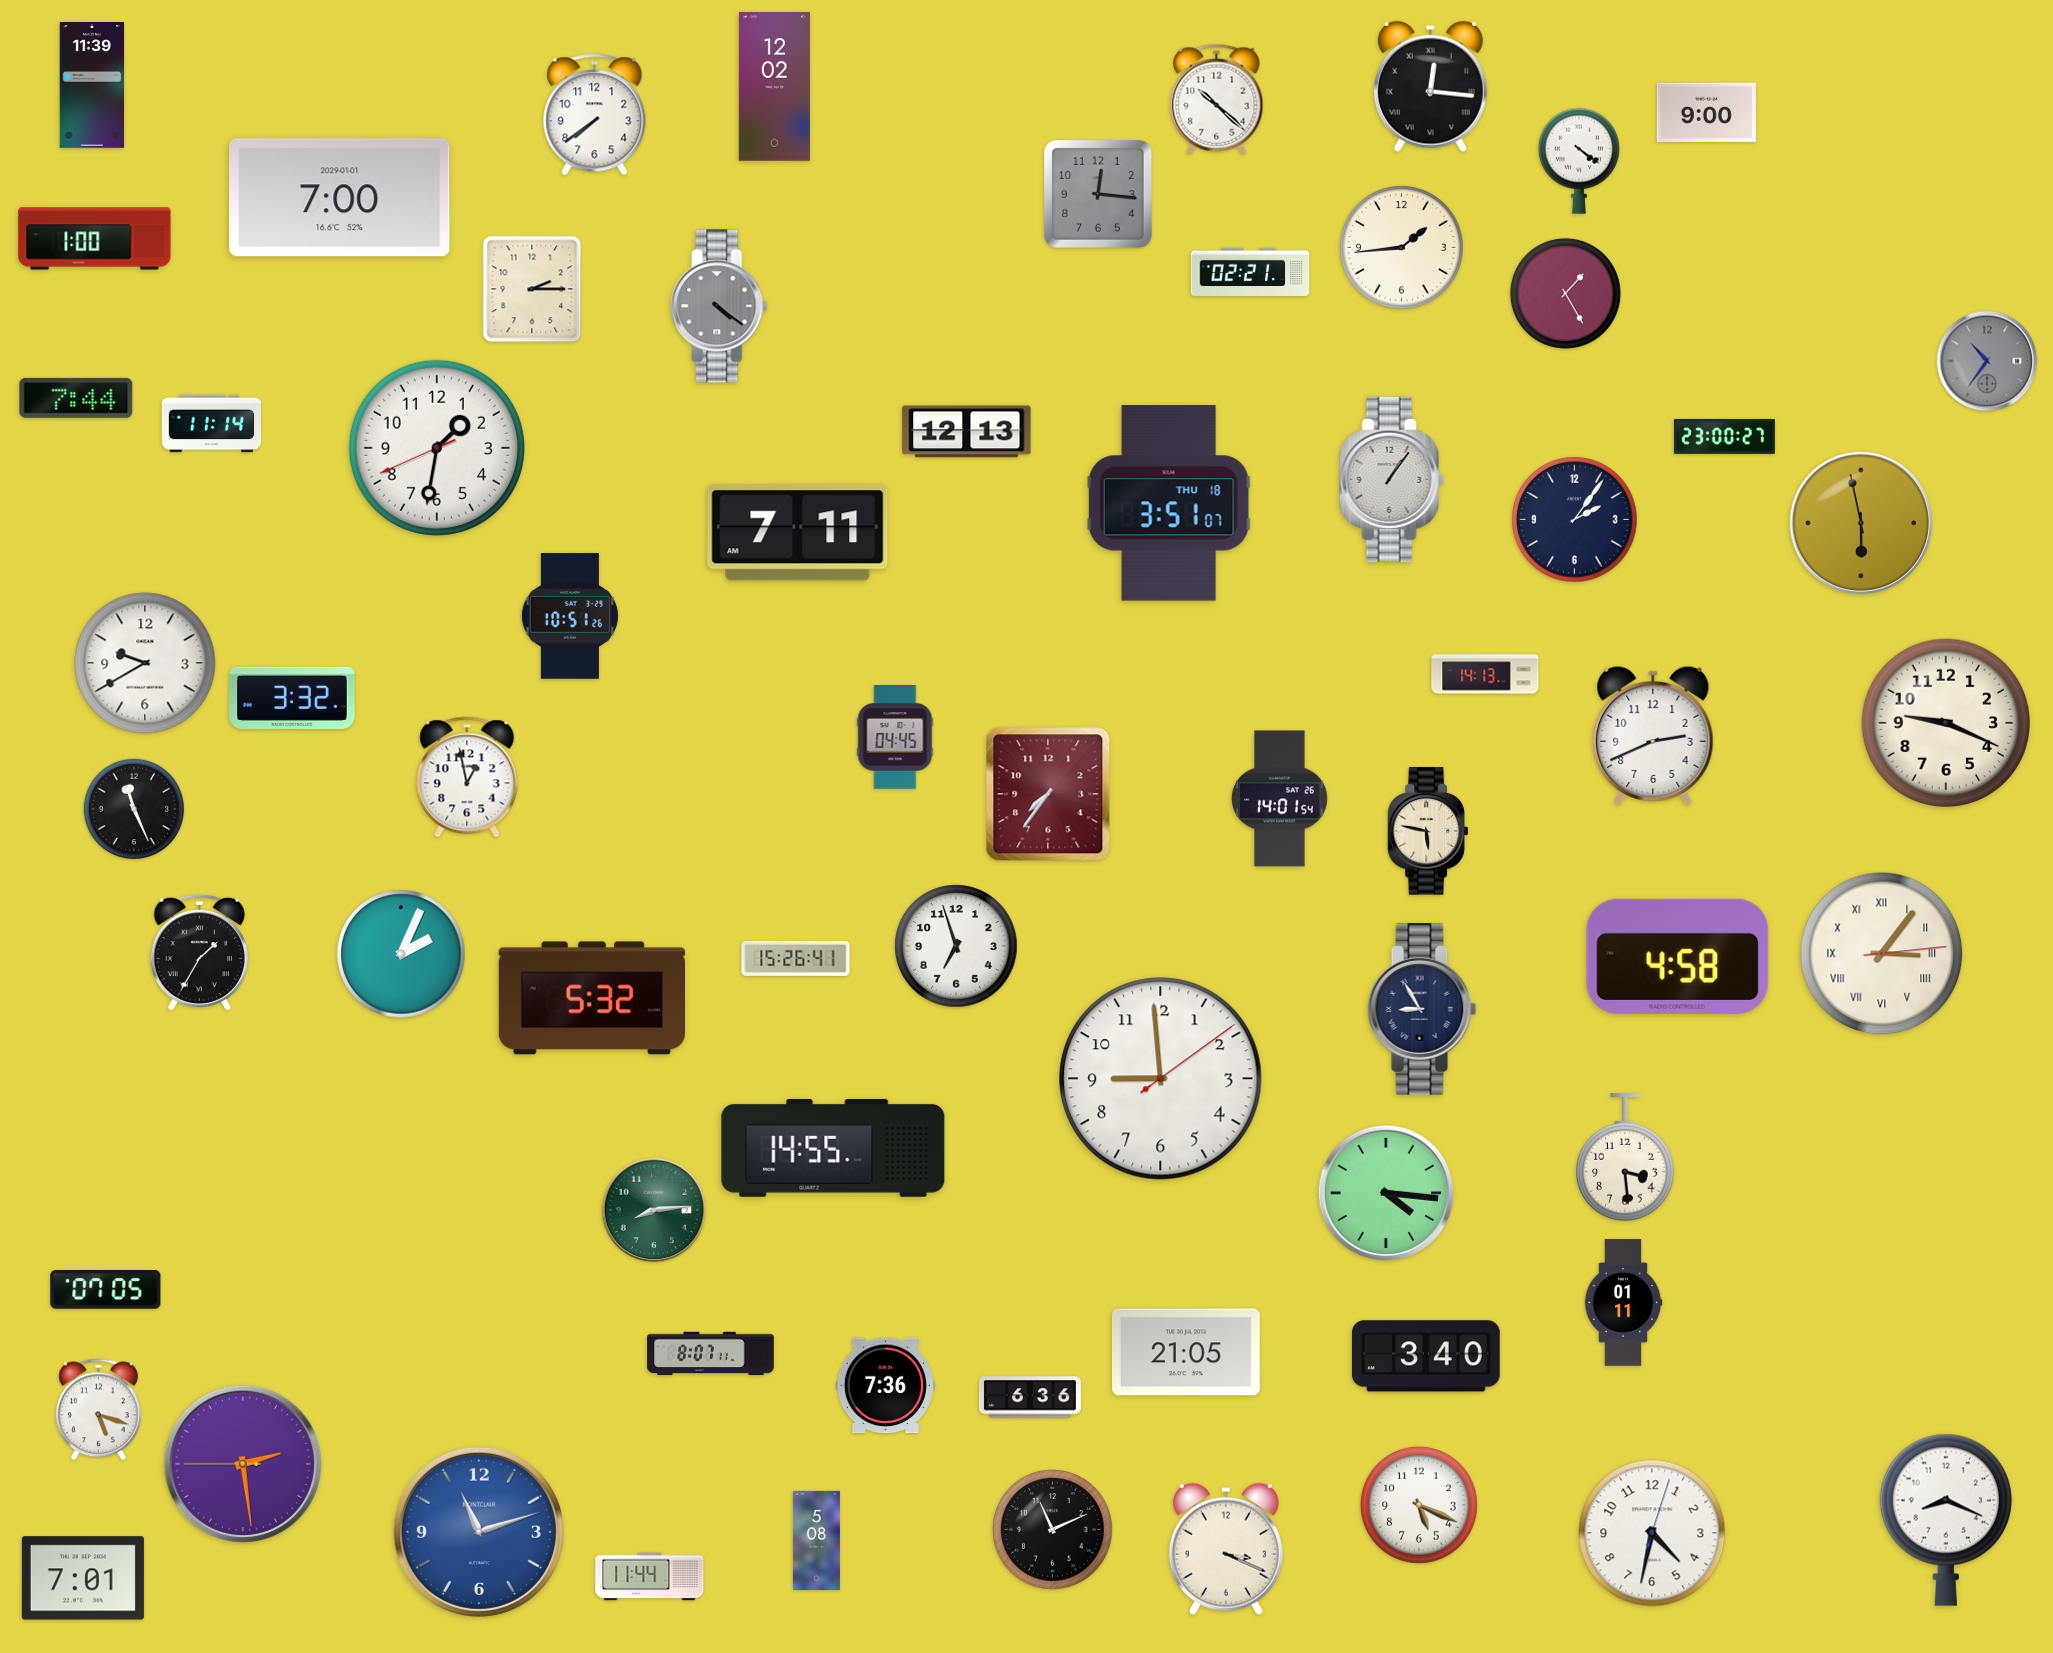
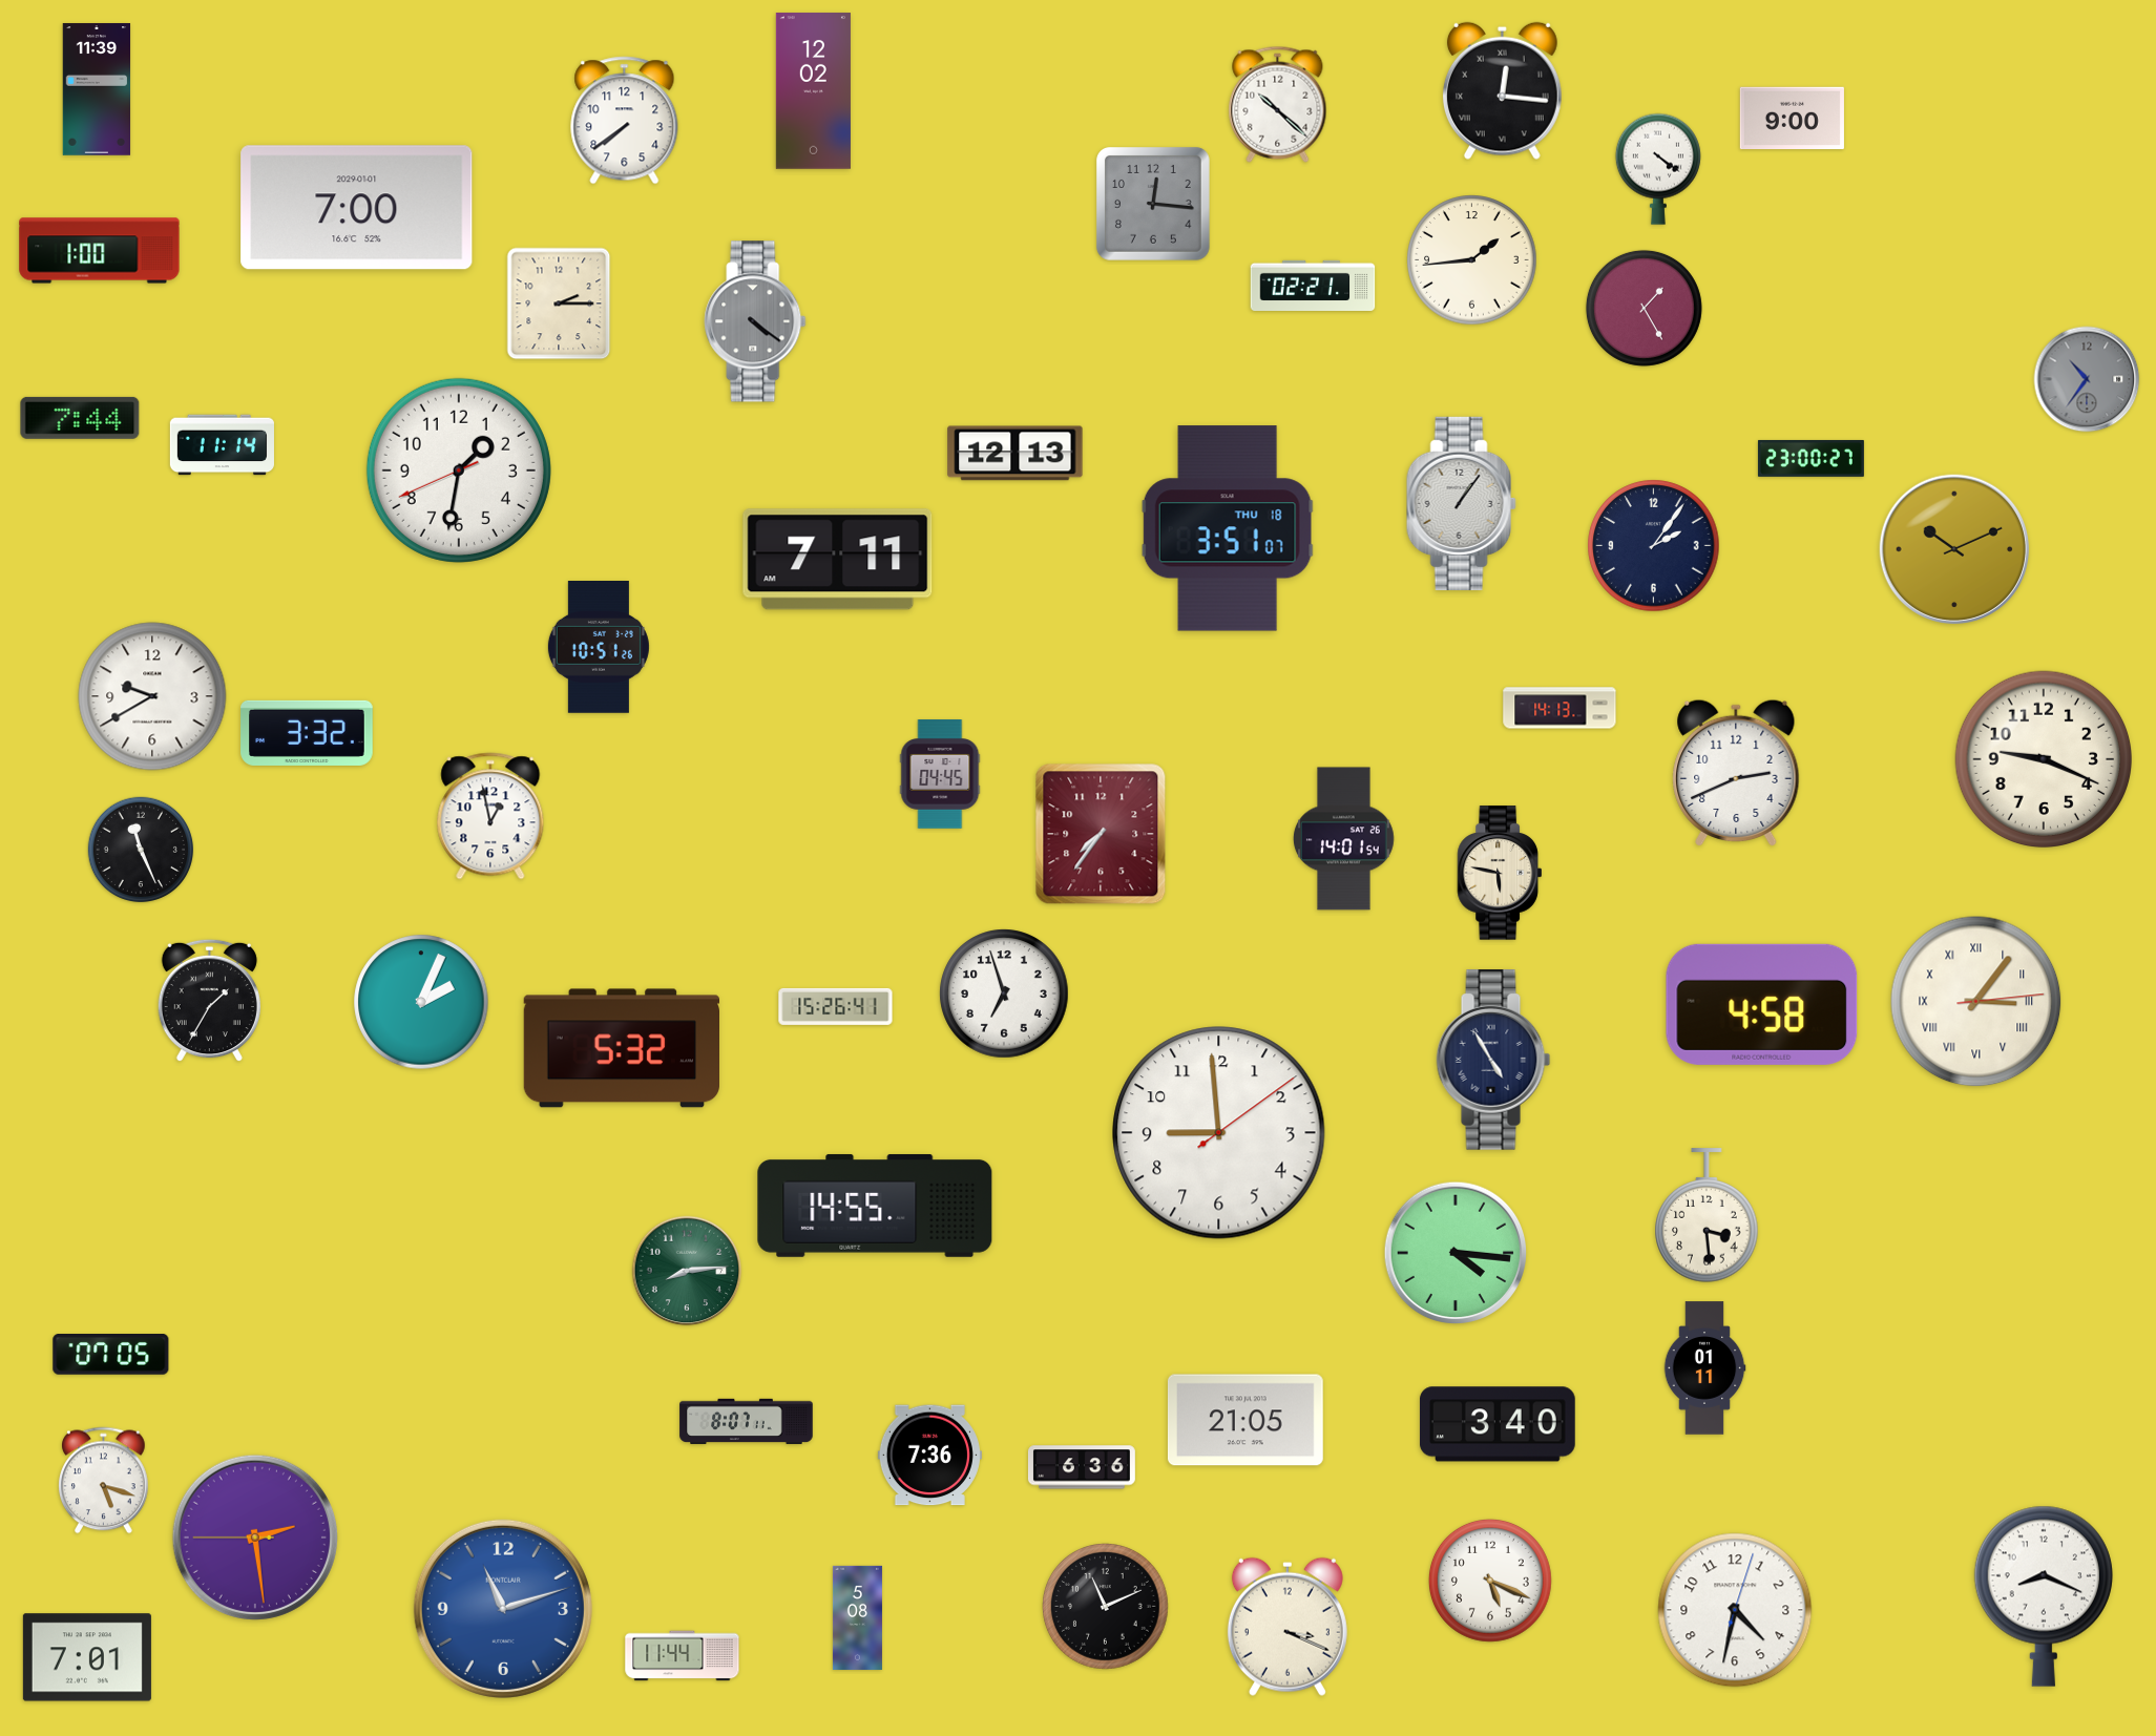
clock at (1860, 522): 5:58 -> 10:11
clock at (1422, 1009): 8:55 -> 4:55
